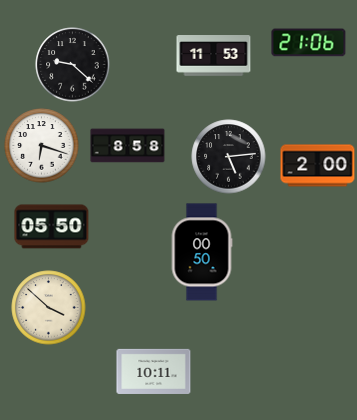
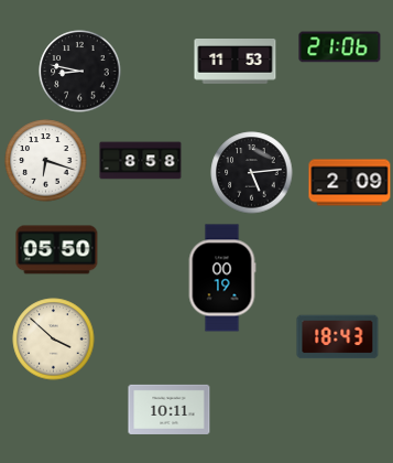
clock at (73, 65): 9:22 -> 8:47
clock at (318, 166): 2:00 -> 2:09
clock at (202, 252): 00:50 -> 00:19
clock at (338, 337): none -> 18:43
